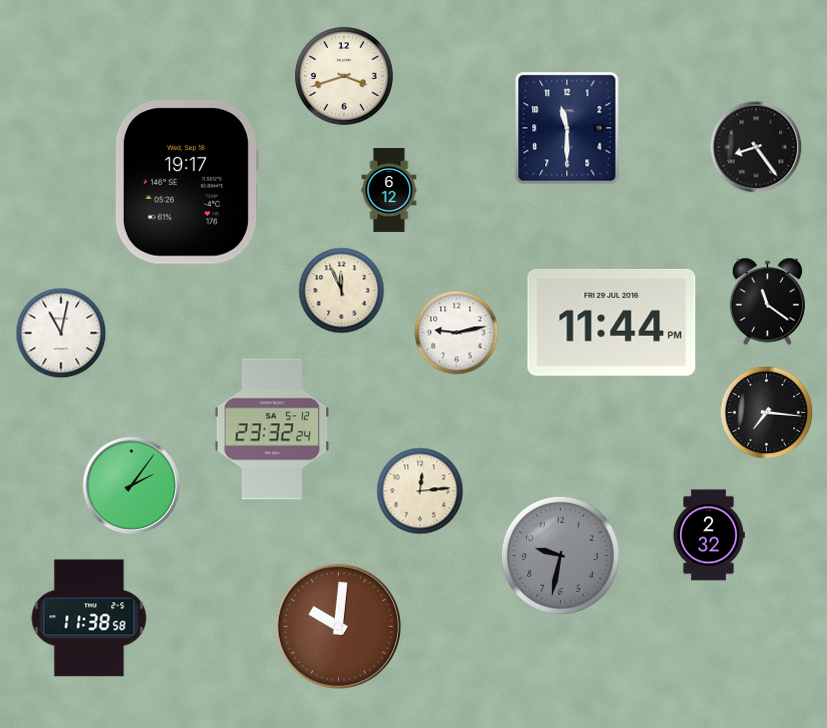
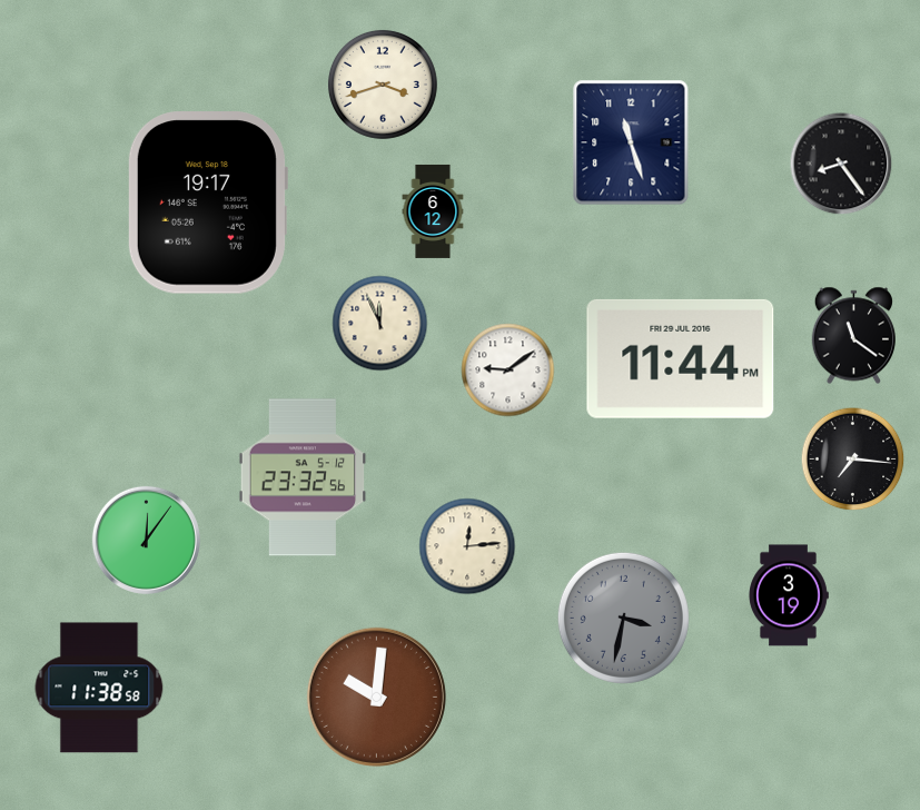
clock at (567, 128): 11:30 -> 11:27
clock at (61, 333): 11:02 -> none
clock at (457, 333): 9:13 -> 9:09
clock at (272, 429): 23:32:24 -> 23:32:56
clock at (131, 485): 2:06 -> 12:06
clock at (709, 535): 2:32 -> 3:19
clock at (560, 555): 9:32 -> 3:32
